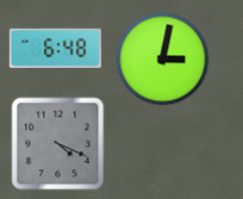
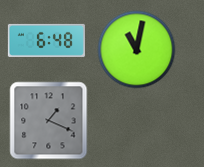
clock at (162, 58): 3:02 -> 11:02
clock at (57, 143): 4:19 -> 1:19
